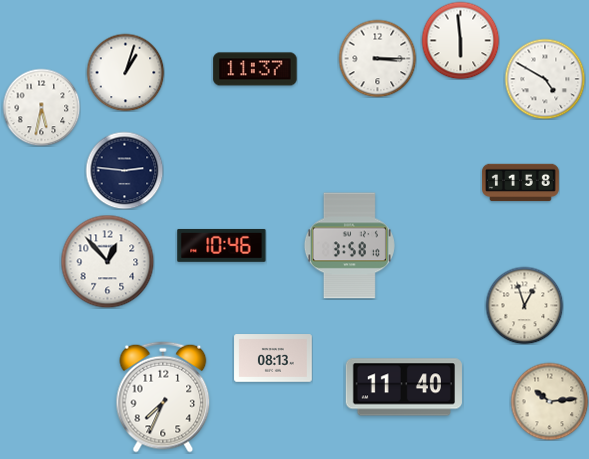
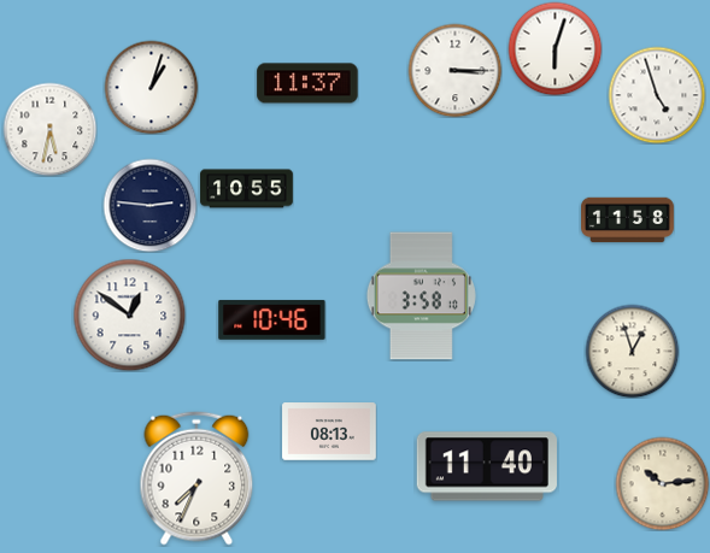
clock at (460, 40): 5:59 -> 6:03
clock at (545, 79): 4:50 -> 4:57
clock at (247, 189): none -> 10:55
clock at (222, 245) position: (222, 245) -> (272, 319)
clock at (107, 261): 12:53 -> 12:51
clock at (524, 305) position: (524, 305) -> (632, 351)
